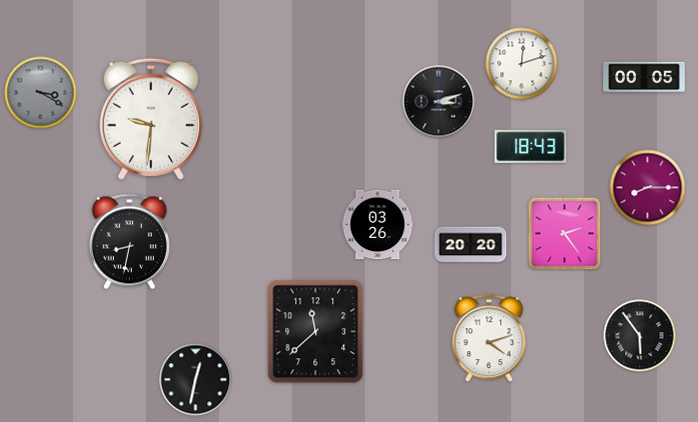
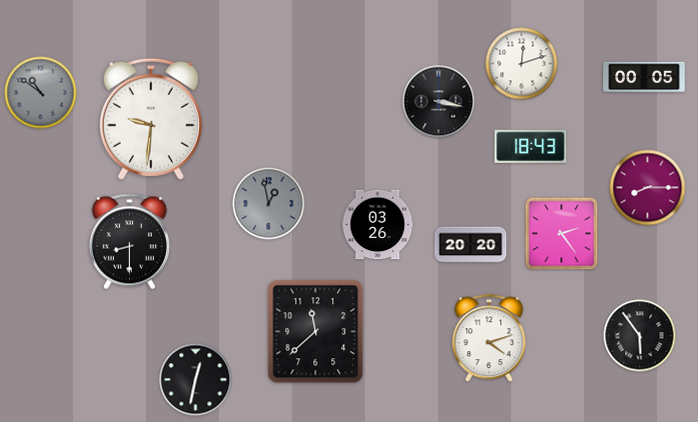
clock at (41, 93): 3:20 -> 10:51
clock at (439, 102): 3:12 -> 3:17
clock at (269, 204): none -> 12:58
clock at (565, 234) position: (565, 234) -> (562, 234)
clock at (129, 242): 8:32 -> 8:30
